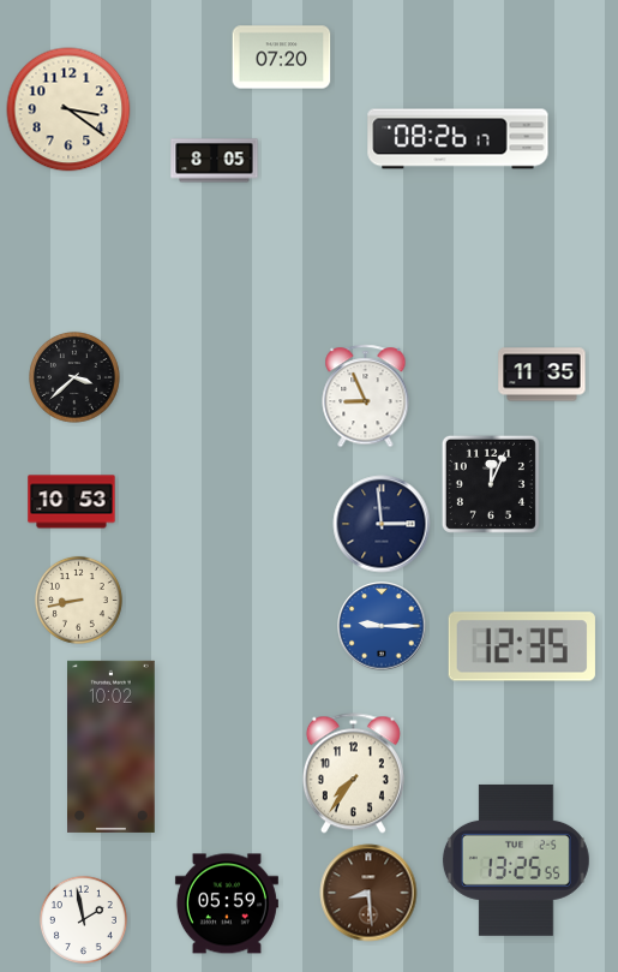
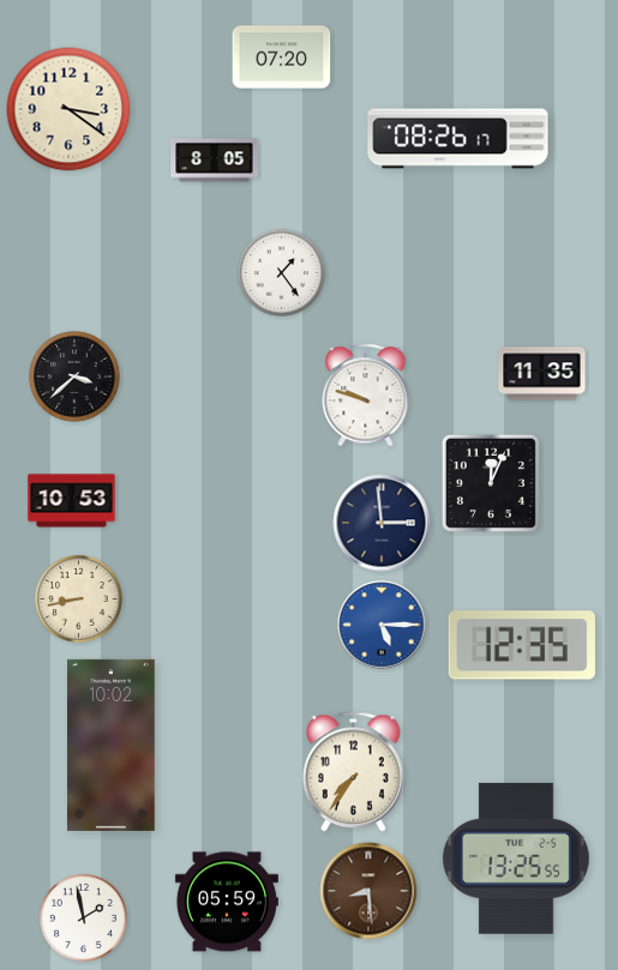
clock at (281, 272): none -> 1:24
clock at (366, 396): 8:56 -> 9:48
clock at (382, 626): 9:15 -> 5:15
